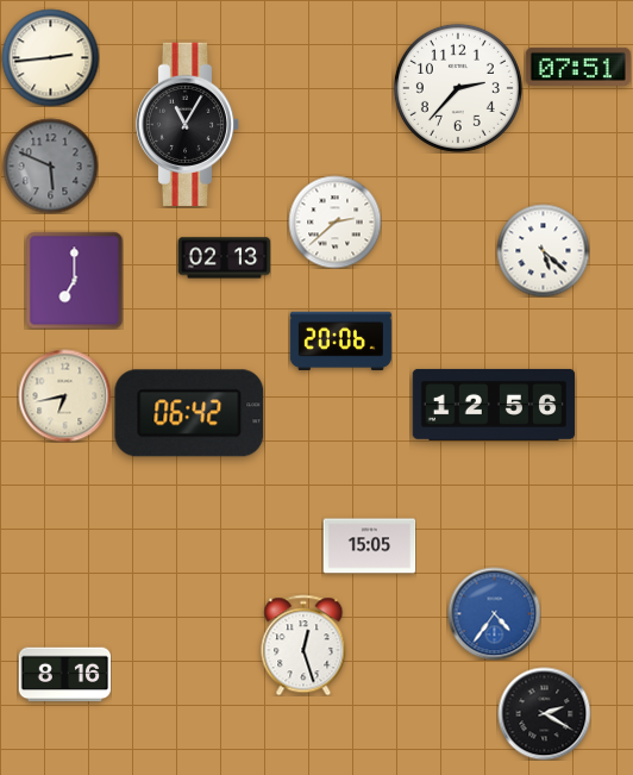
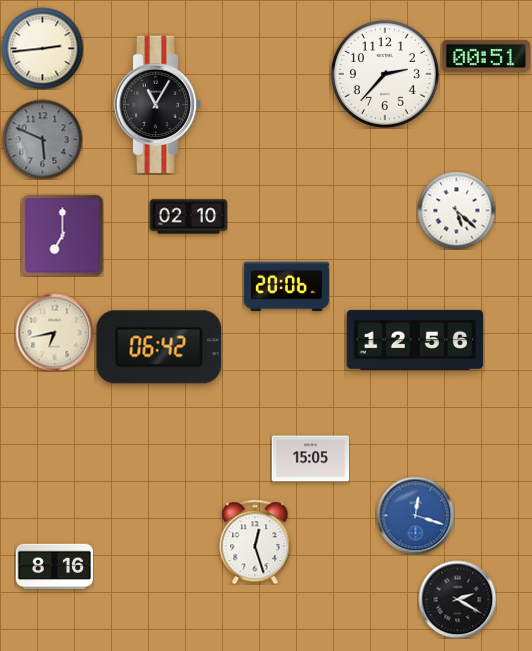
clock at (578, 67): 07:51 -> 00:51
clock at (334, 221): 2:38 -> none
clock at (224, 258): 02:13 -> 02:10
clock at (494, 613): 4:36 -> 12:18
